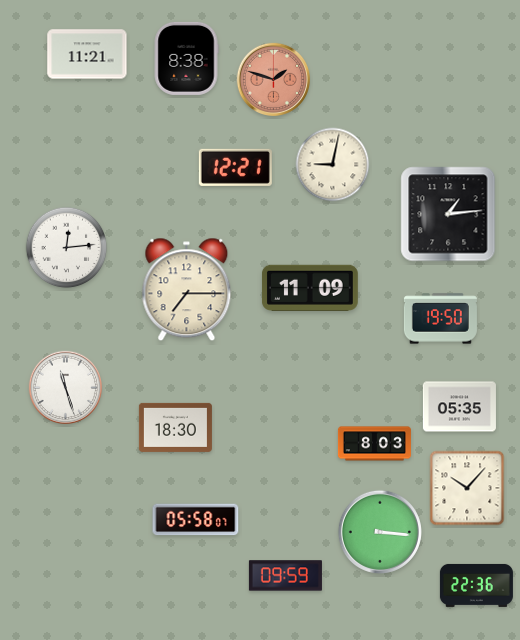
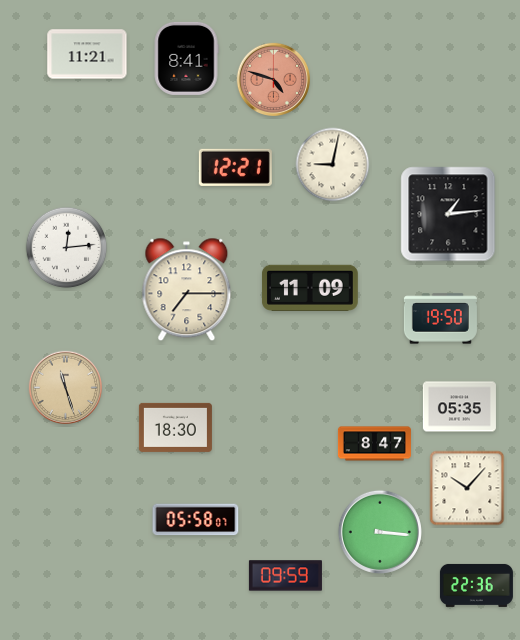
clock at (186, 58): 8:38 -> 8:41
clock at (273, 80): 1:48 -> 4:48
clock at (65, 388) dial: white -> champagne
clock at (374, 444): 8:03 -> 8:47
